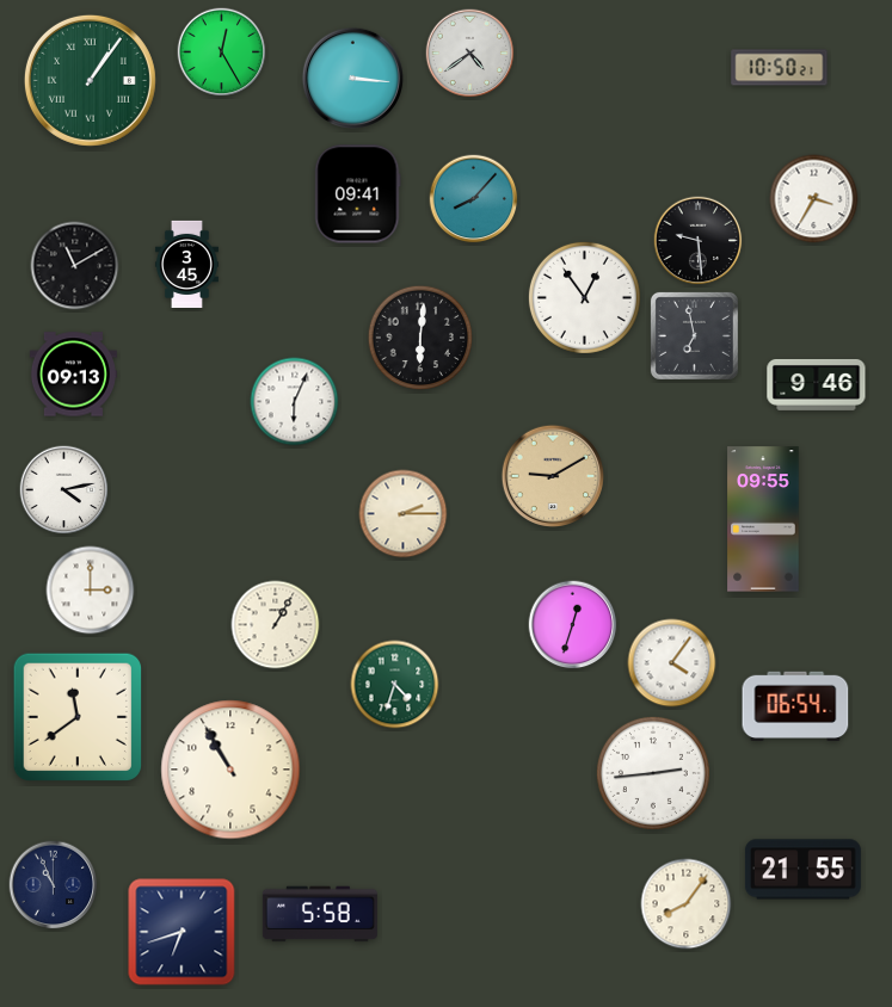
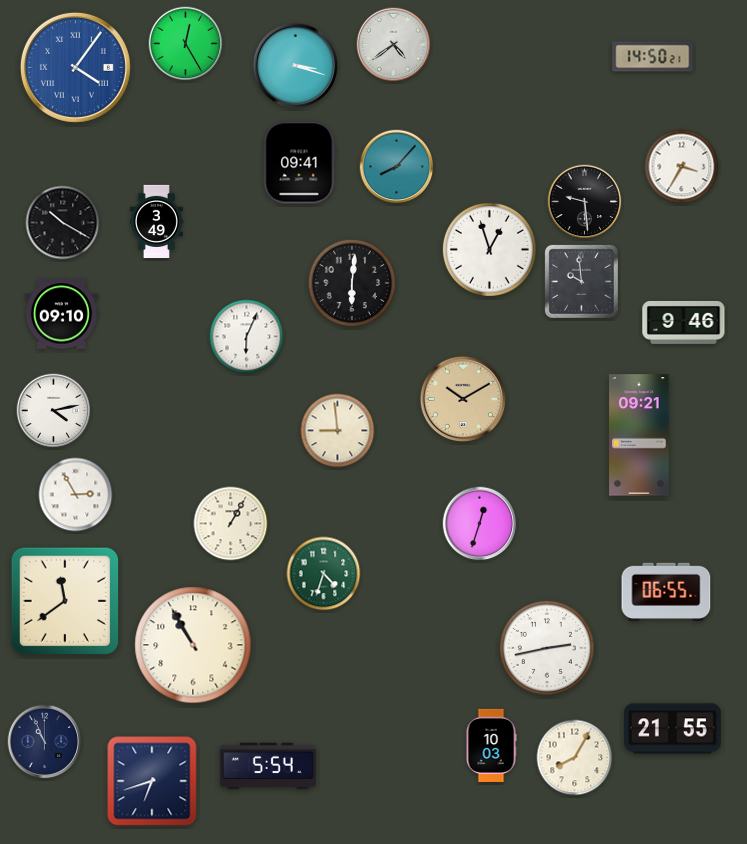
clock at (780, 68): 10:50 -> 14:50
clock at (352, 78): 3:16 -> 3:18
clock at (90, 80): 1:06 -> 4:06
clock at (90, 80) dial: green -> blue
clock at (186, 264): 3:45 -> 3:49
clock at (75, 266): 11:10 -> 10:20
clock at (584, 297): 12:54 -> 12:57
clock at (694, 335): 6:58 -> 9:59
clock at (73, 375): 09:13 -> 09:10
clock at (552, 475): 9:10 -> 10:10
clock at (404, 514): 2:15 -> 8:59
clock at (763, 519): 09:55 -> 09:21
clock at (91, 591): 3:00 -> 2:55
clock at (672, 663): 4:06 -> none
clock at (395, 685) position: (395, 685) -> (324, 574)
clock at (795, 705): 06:54 -> 06:55
clock at (653, 773): 2:44 -> 2:43
clock at (491, 745): none -> 10:03
clock at (687, 904): 8:06 -> 8:05
clock at (320, 914): 5:58 -> 5:54
